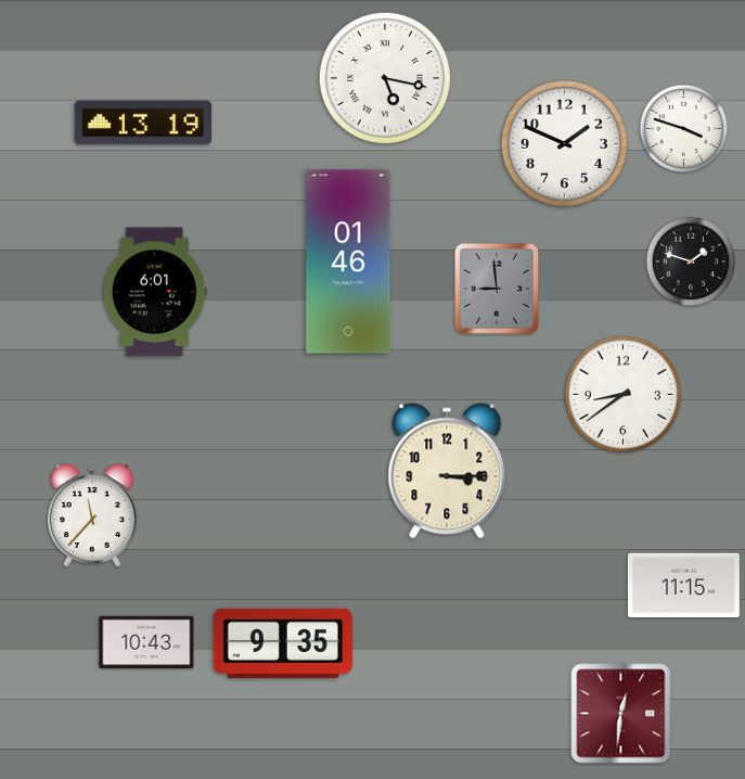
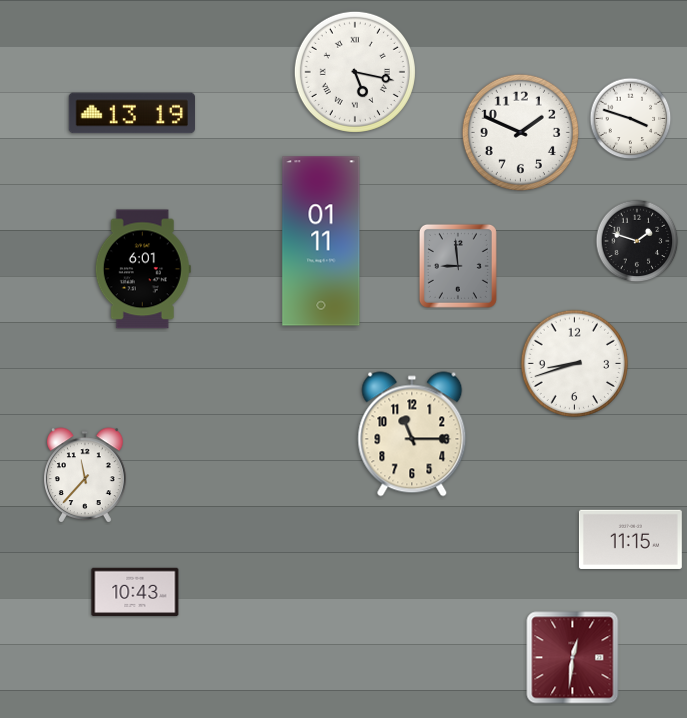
clock at (348, 261): 01:46 -> 01:11
clock at (622, 394): 8:39 -> 8:42
clock at (447, 471): 3:15 -> 11:15
clock at (283, 643): 9:35 -> none
